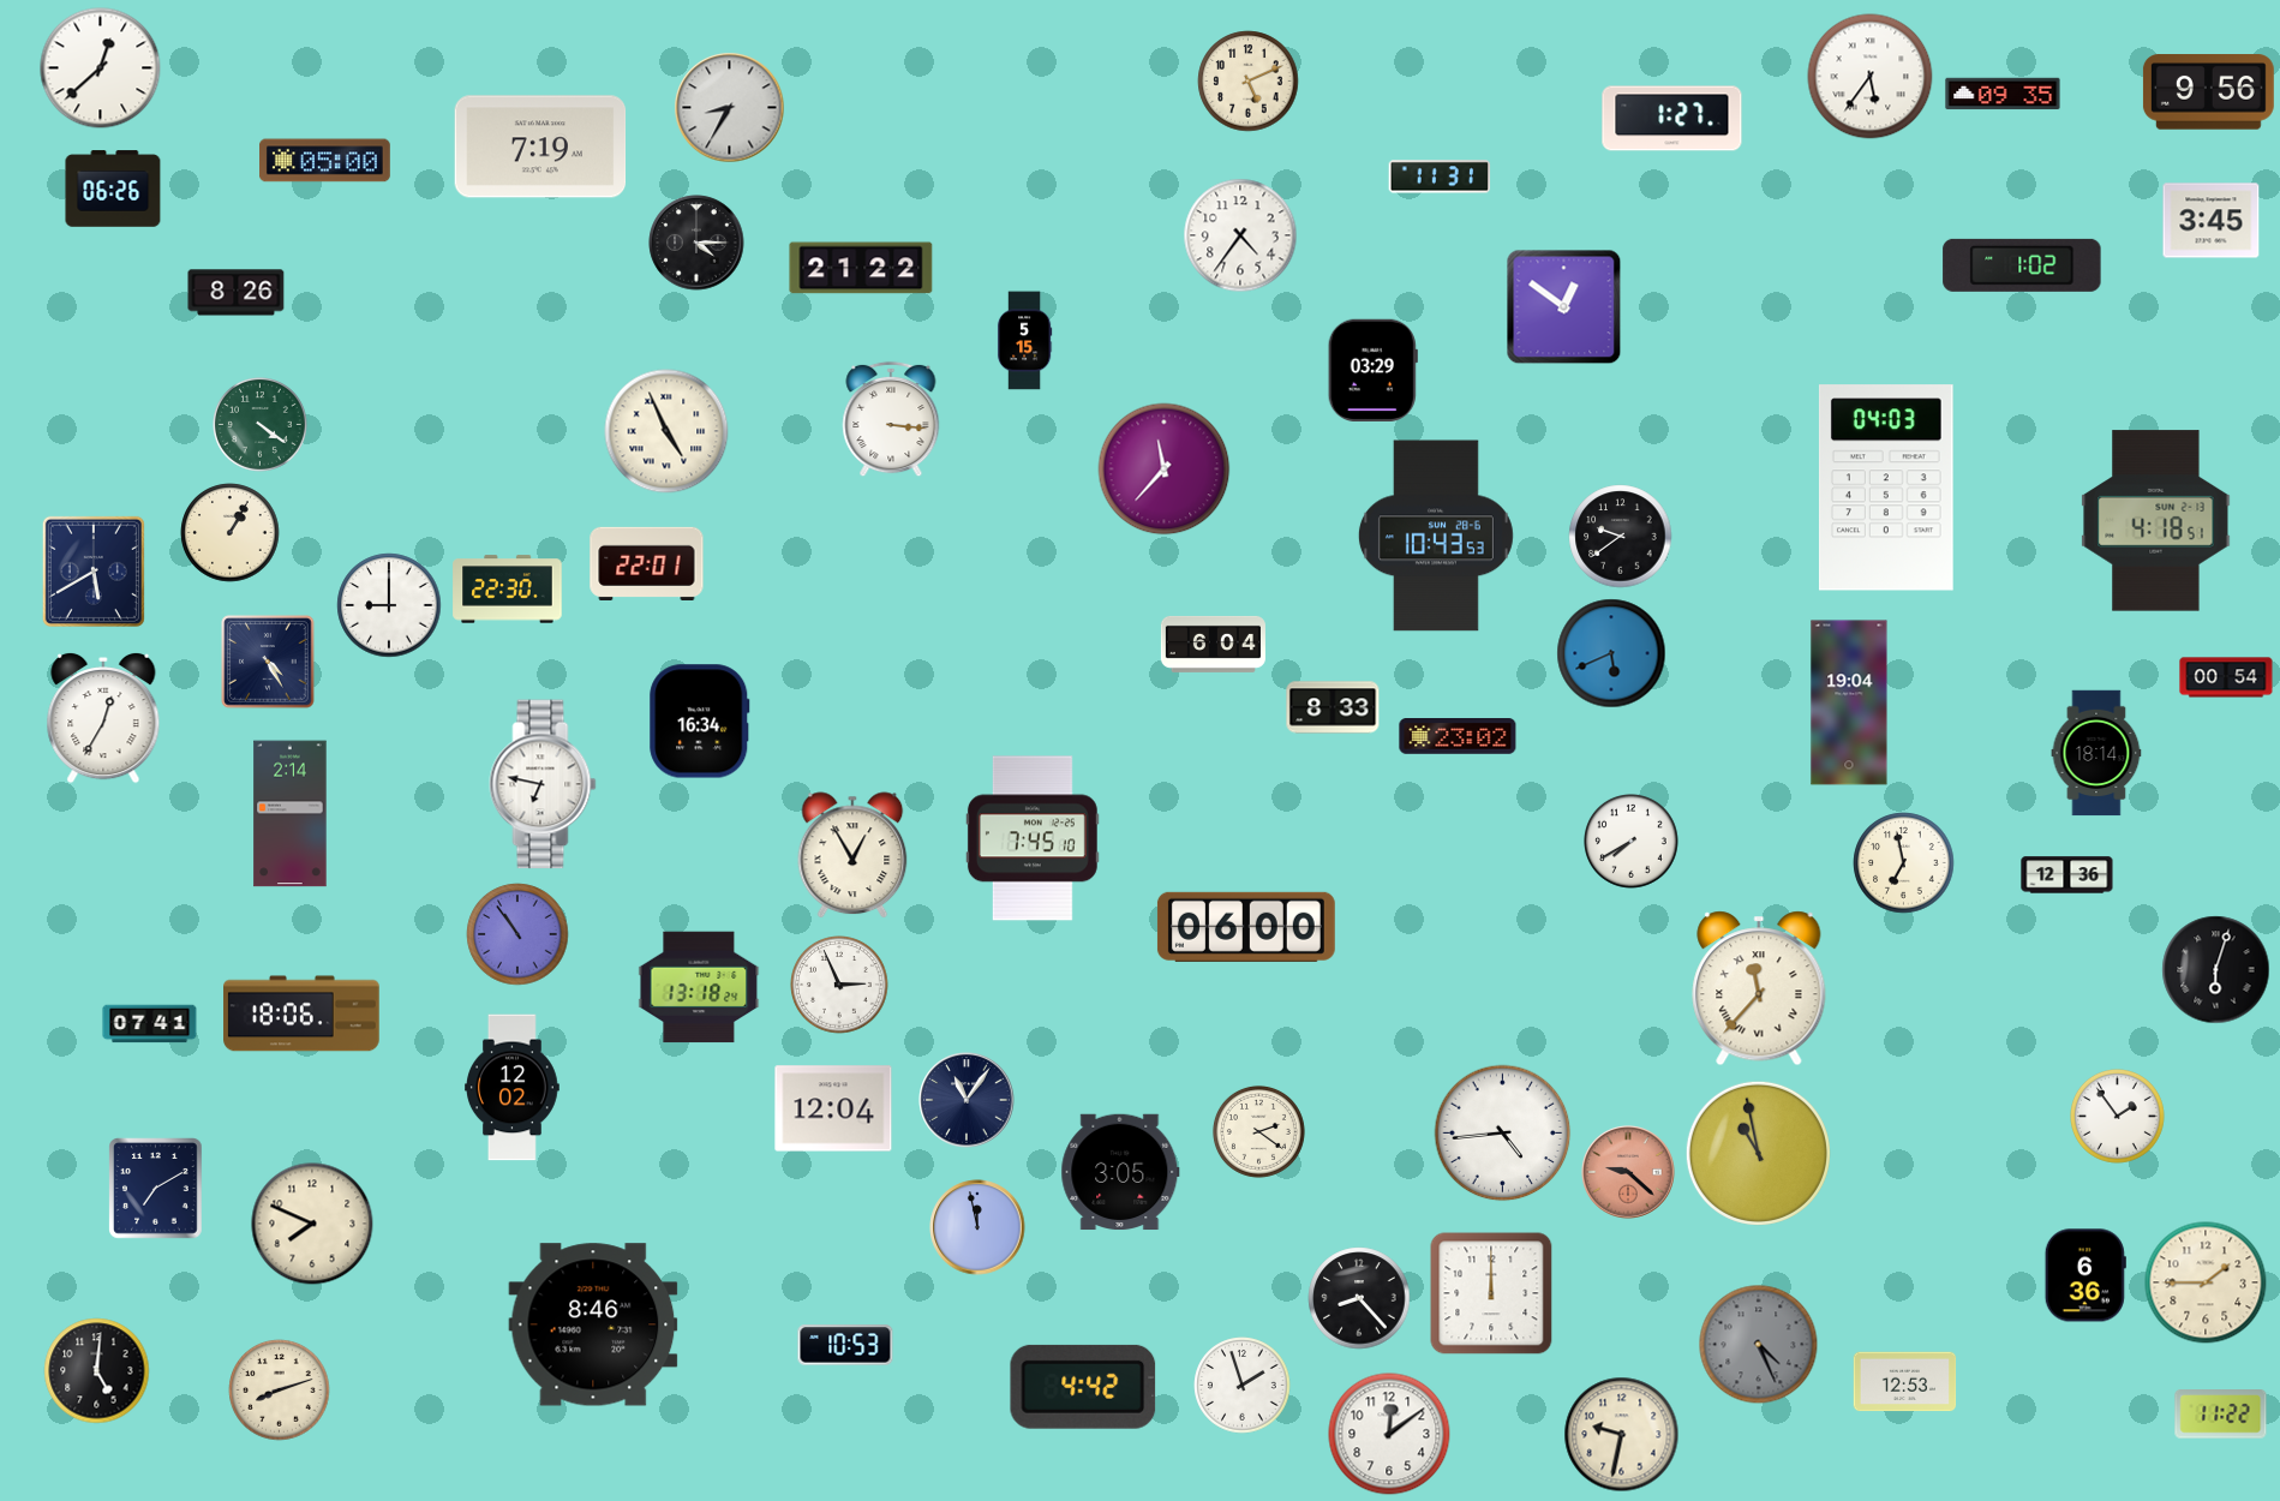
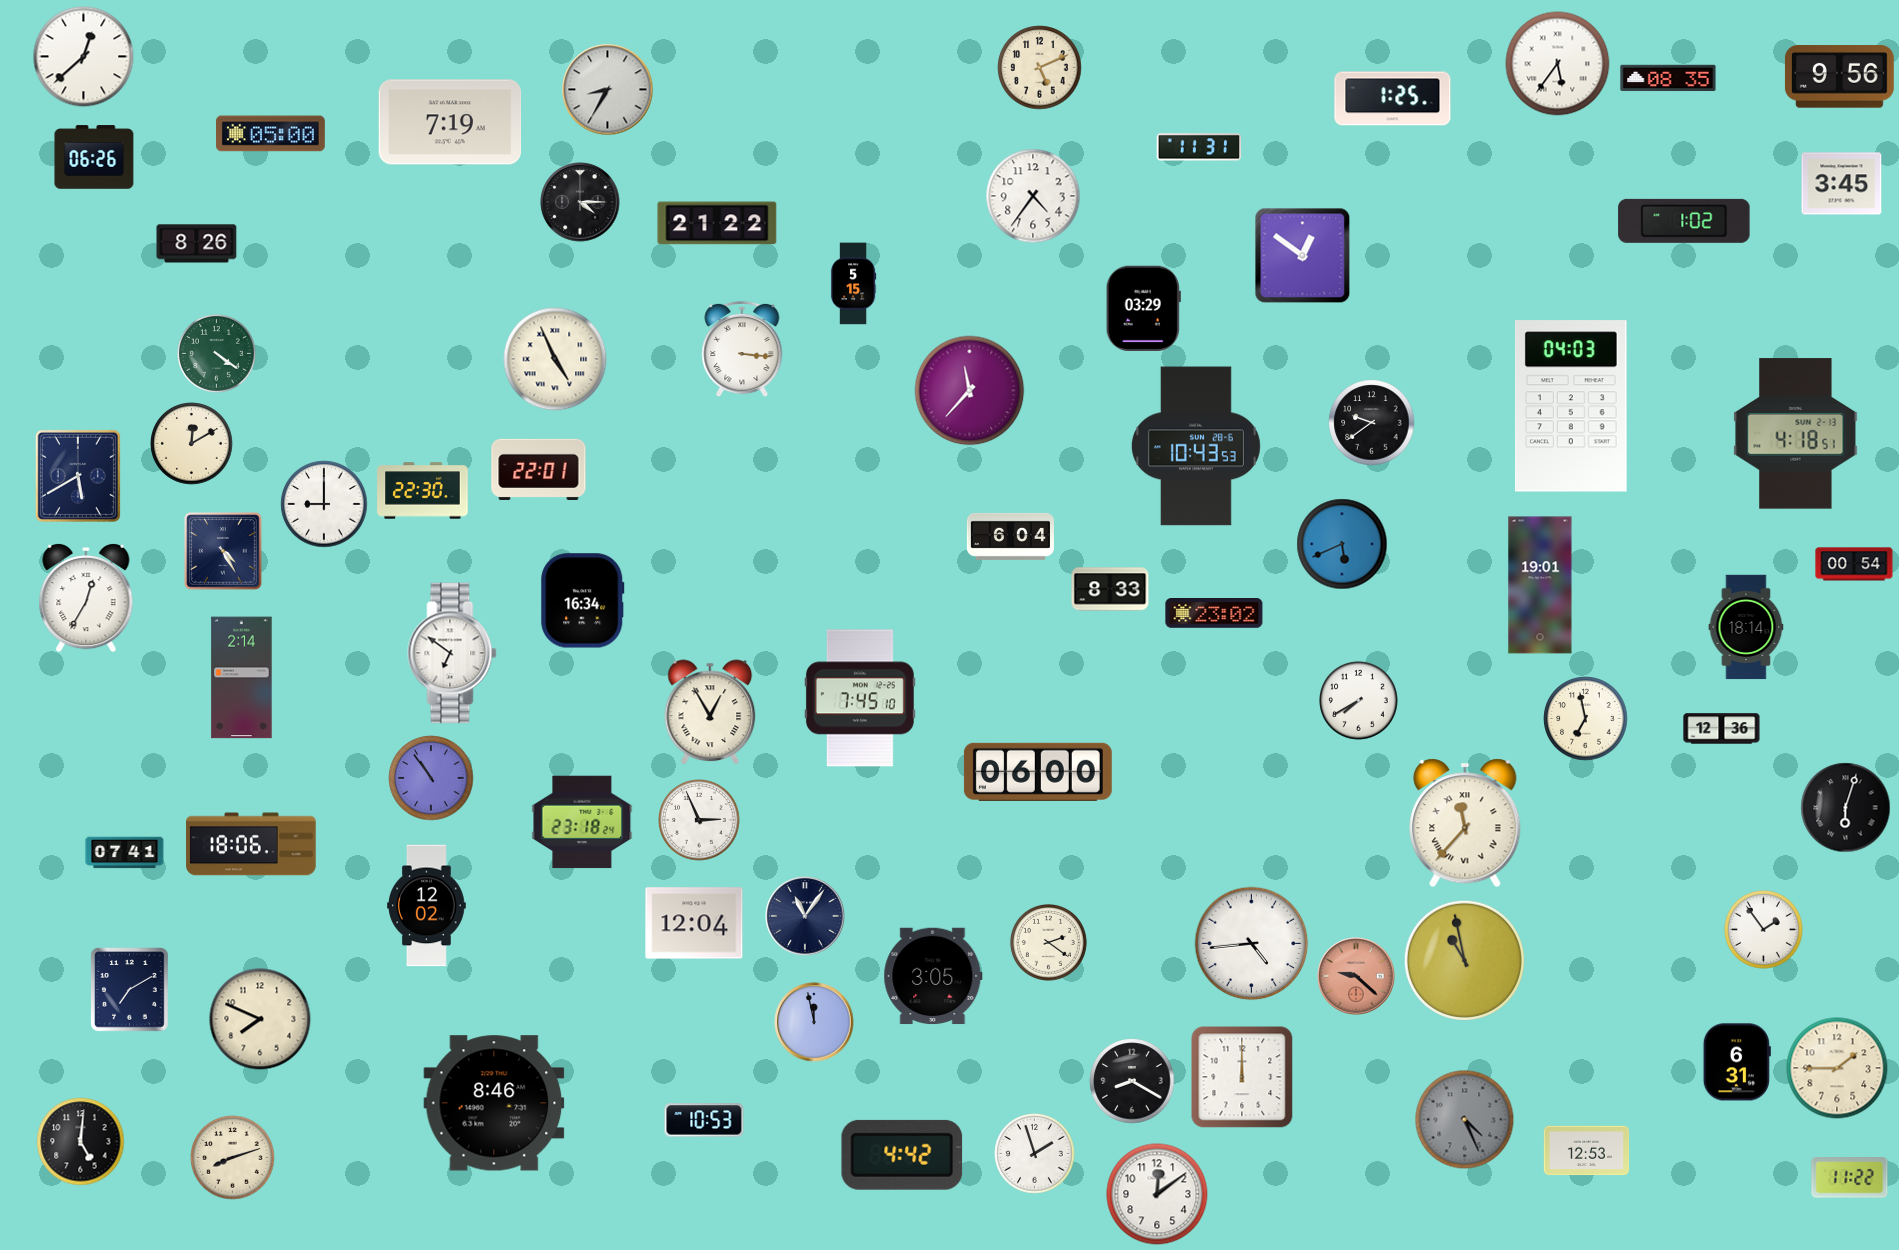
clock at (2003, 94): 09:35 -> 08:35
clock at (1672, 119): 1:27 -> 1:25
clock at (231, 533): 1:05 -> 12:10
clock at (1621, 537) position: (1621, 537) -> (1372, 423)
clock at (1849, 702): 19:04 -> 19:01
clock at (543, 784): 6:47 -> 6:51
clock at (699, 987): 13:18 -> 23:18
clock at (2085, 1275): 6:36 -> 6:31
clock at (1359, 1298): 8:23 -> 8:20
clock at (1622, 1435): 9:32 -> none
